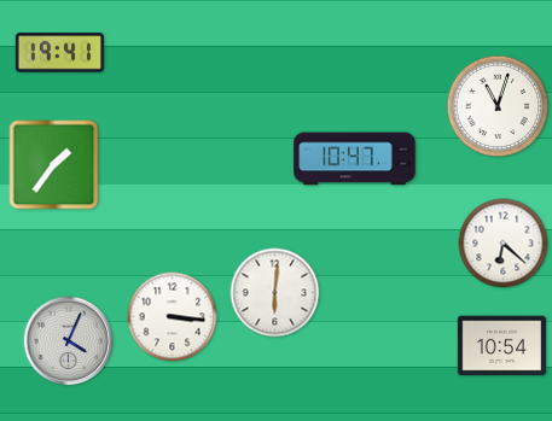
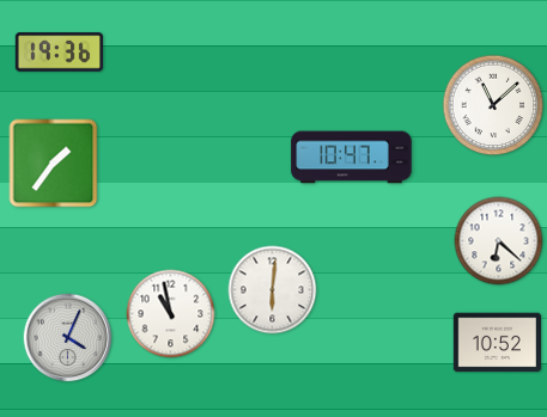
clock at (59, 53): 19:41 -> 19:36
clock at (498, 106): 11:03 -> 11:08
clock at (173, 317): 3:16 -> 10:58
clock at (501, 346): 10:54 -> 10:52
